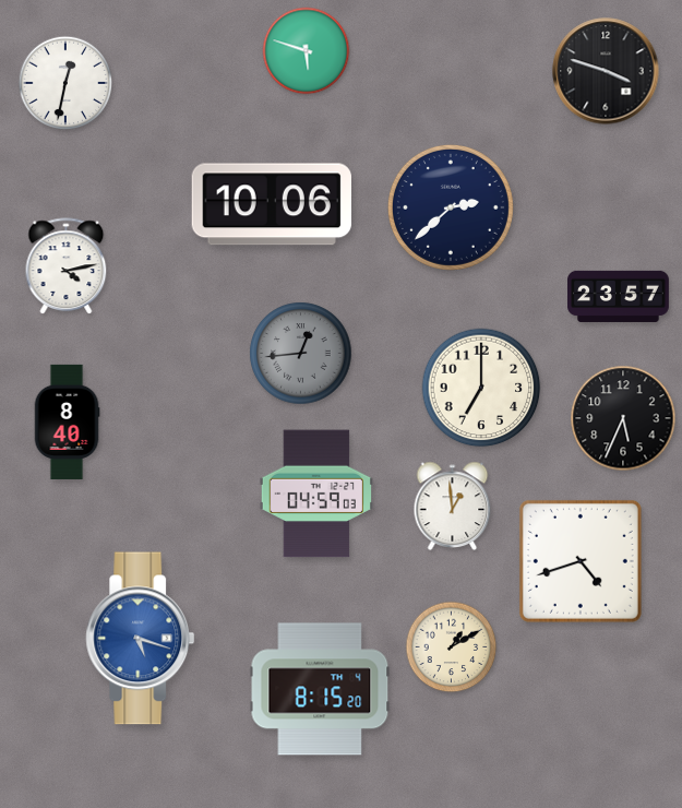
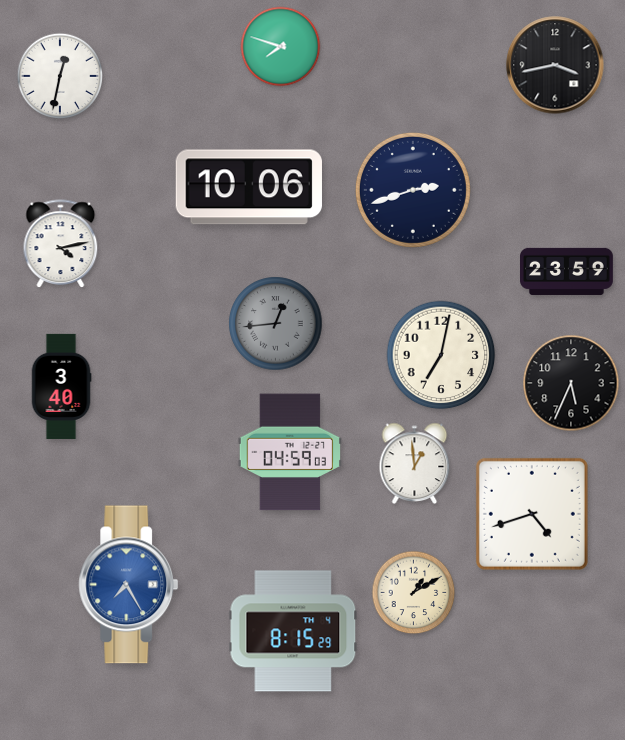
clock at (307, 51): 5:48 -> 7:48
clock at (606, 71): 3:48 -> 3:43
clock at (451, 207): 2:38 -> 2:42
clock at (619, 296): 23:57 -> 23:59
clock at (481, 388): 7:00 -> 7:02
clock at (67, 421): 8:40 -> 3:40
clock at (141, 639): 5:18 -> 7:25
clock at (320, 689): 8:15:20 -> 8:15:29
